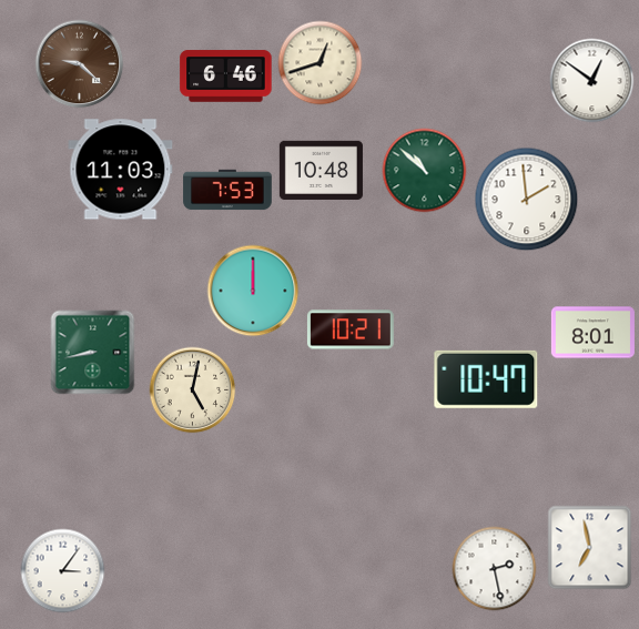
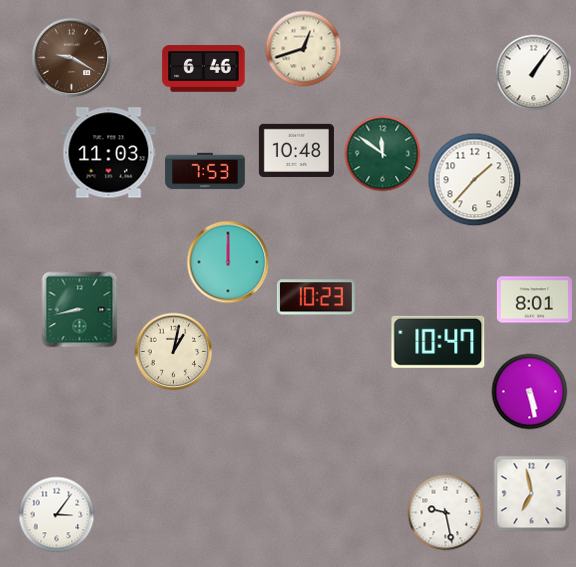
clock at (321, 63) position: (321, 63) -> (304, 49)
clock at (80, 64): 9:22 -> 9:20
clock at (592, 81): 12:51 -> 1:06
clock at (321, 170) position: (321, 170) -> (296, 150)
clock at (425, 171): 10:52 -> 11:51
clock at (527, 200): 1:59 -> 1:37
clock at (351, 329): 10:21 -> 10:23
clock at (93, 353) position: (93, 353) -> (80, 310)
clock at (193, 390): 5:02 -> 1:02
clock at (530, 392): none -> 5:28
clock at (495, 569): 2:28 -> 9:28
